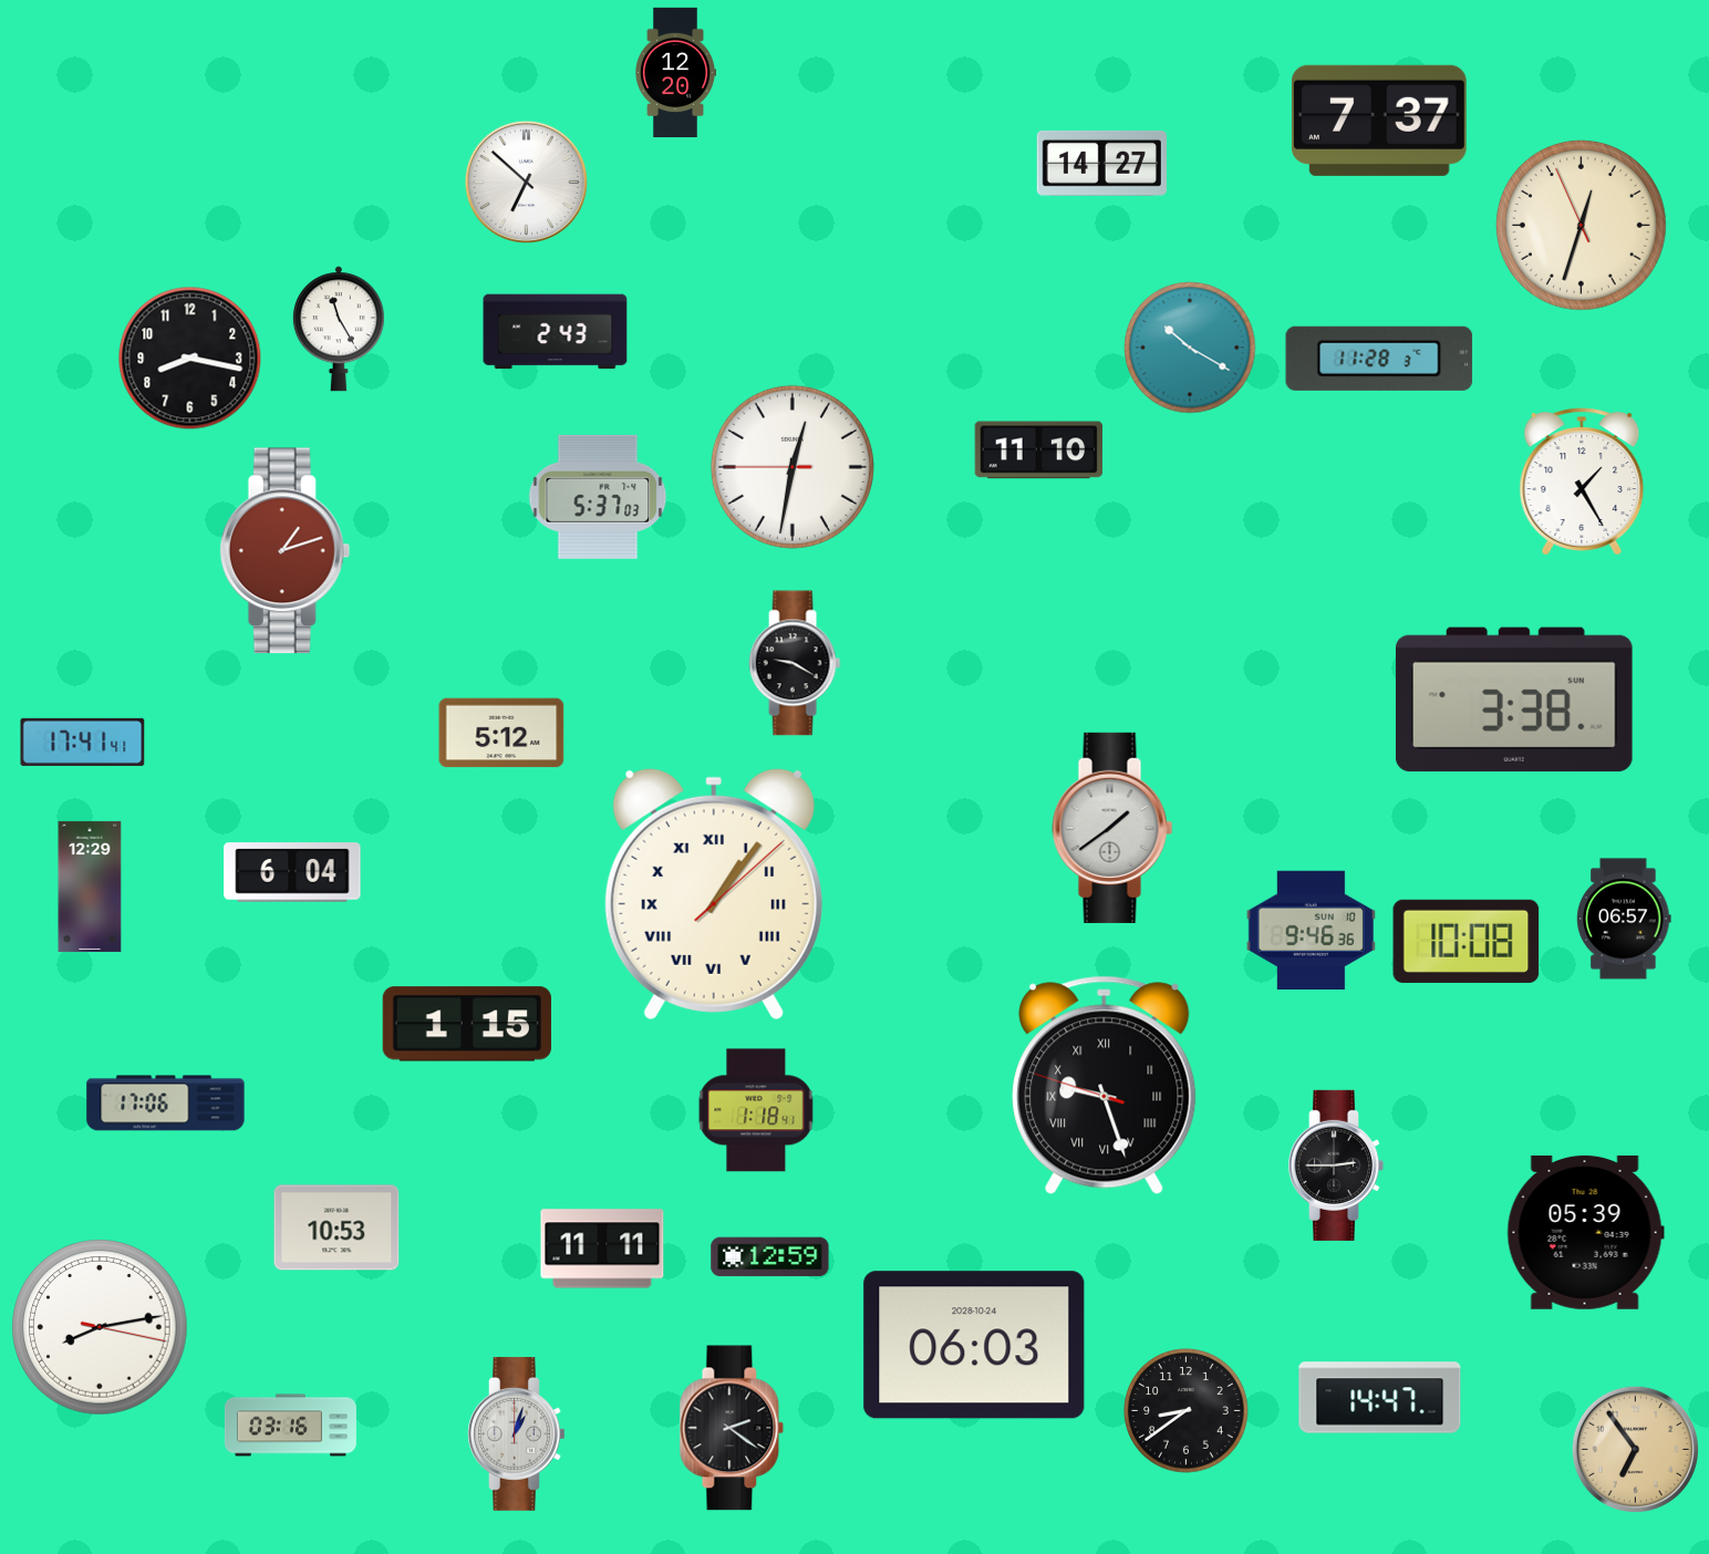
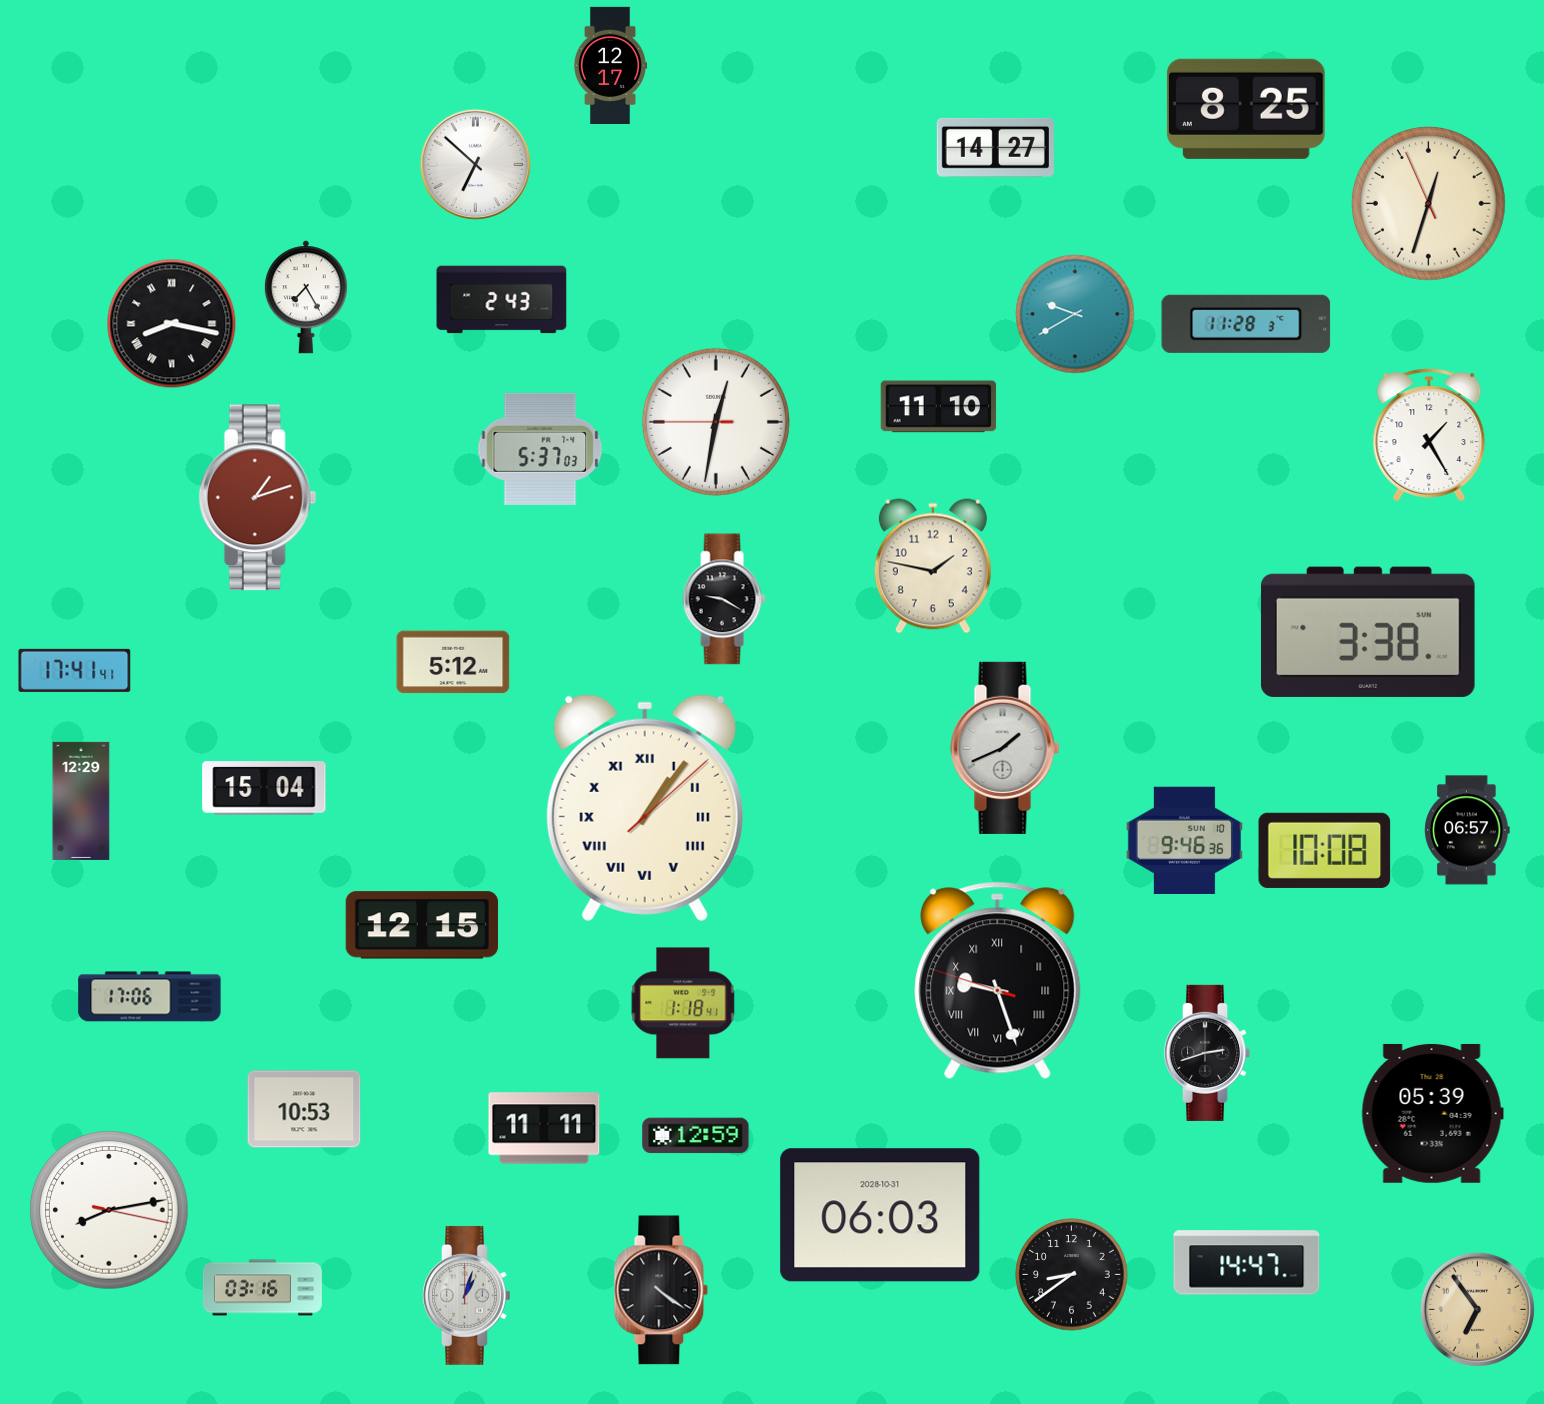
clock at (674, 72): 12:20 -> 12:17
clock at (1379, 121): 7:37 -> 8:25
clock at (339, 329): 11:25 -> 7:25
clock at (1190, 348): 10:20 -> 9:40
clock at (190, 359) numerals: Arabic -> Roman
clock at (933, 566): none -> 1:47
clock at (795, 663) position: (795, 663) -> (724, 599)
clock at (1112, 828): 1:39 -> 1:41
clock at (292, 872): 6:04 -> 15:04
clock at (467, 1024): 1:15 -> 12:15
clock at (1336, 1165): 2:45 -> 2:42
clock at (100, 1327) position: (100, 1327) -> (109, 1210)
clock at (974, 1345) date: 2028-10-24 -> 2028-10-31
clock at (732, 1428): 2:21 -> 4:21
